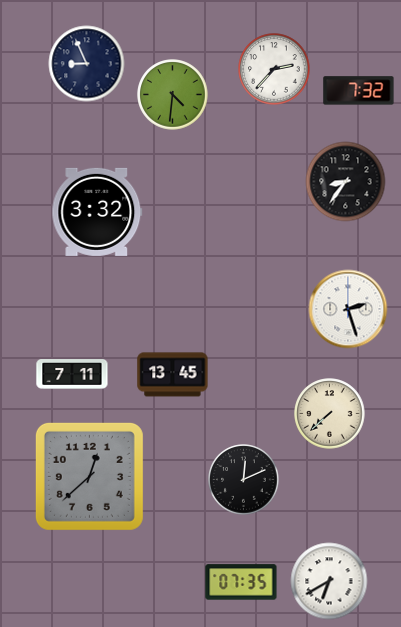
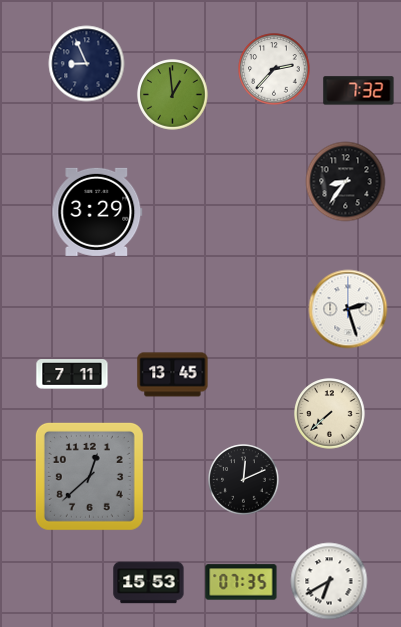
clock at (173, 95): 4:31 -> 12:59
clock at (97, 212): 3:32 -> 3:29
clock at (149, 583): none -> 15:53
